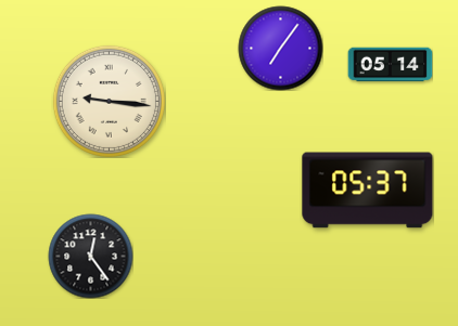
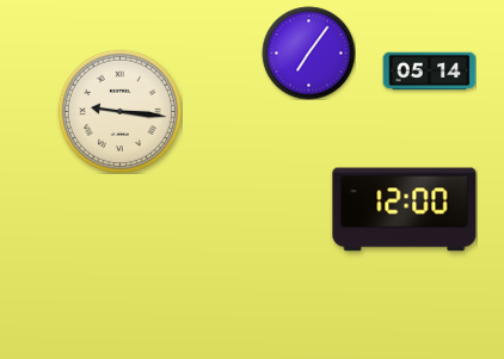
clock at (368, 191): 05:37 -> 12:00
clock at (90, 256): 12:24 -> none
